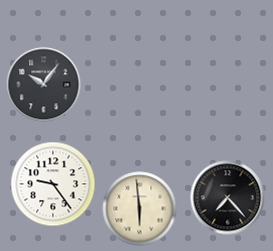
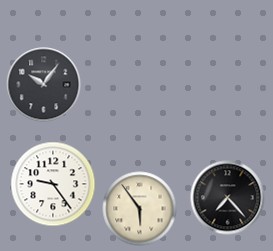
clock at (140, 209): 5:59 -> 5:54
